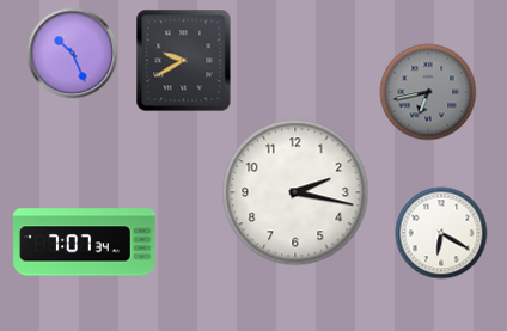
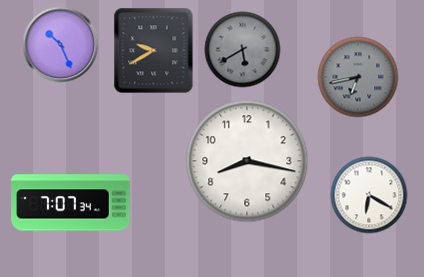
clock at (243, 50): none -> 5:40
clock at (295, 192): 2:17 -> 8:17
